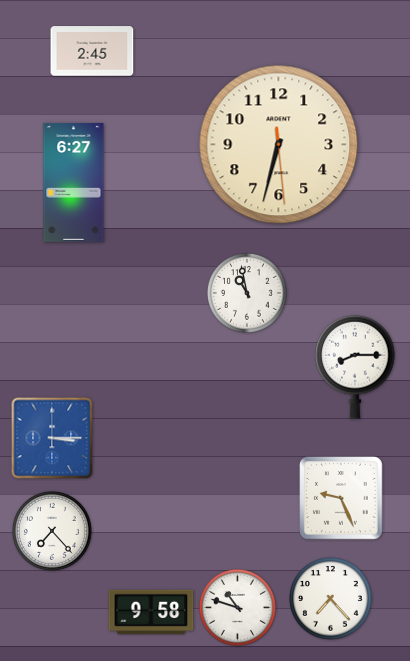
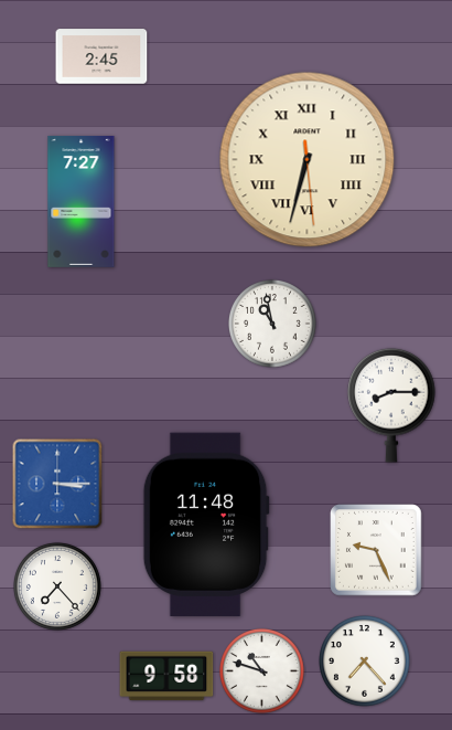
clock at (279, 145) numerals: Arabic -> Roman
clock at (74, 182): 6:27 -> 7:27
clock at (206, 525): none -> 11:48
